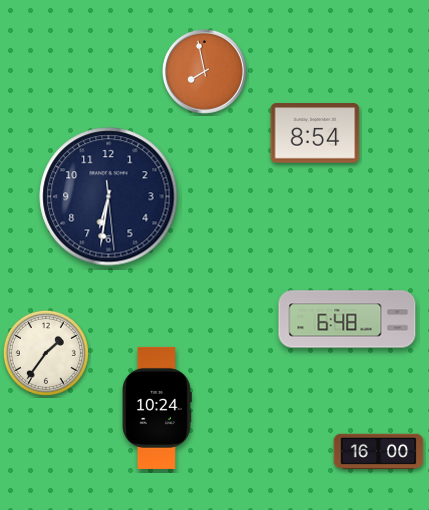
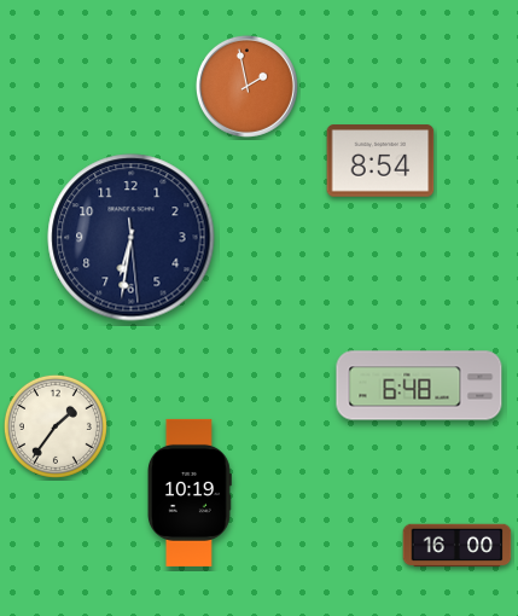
clock at (204, 71): 7:58 -> 1:58
clock at (157, 408): 10:24 -> 10:19
